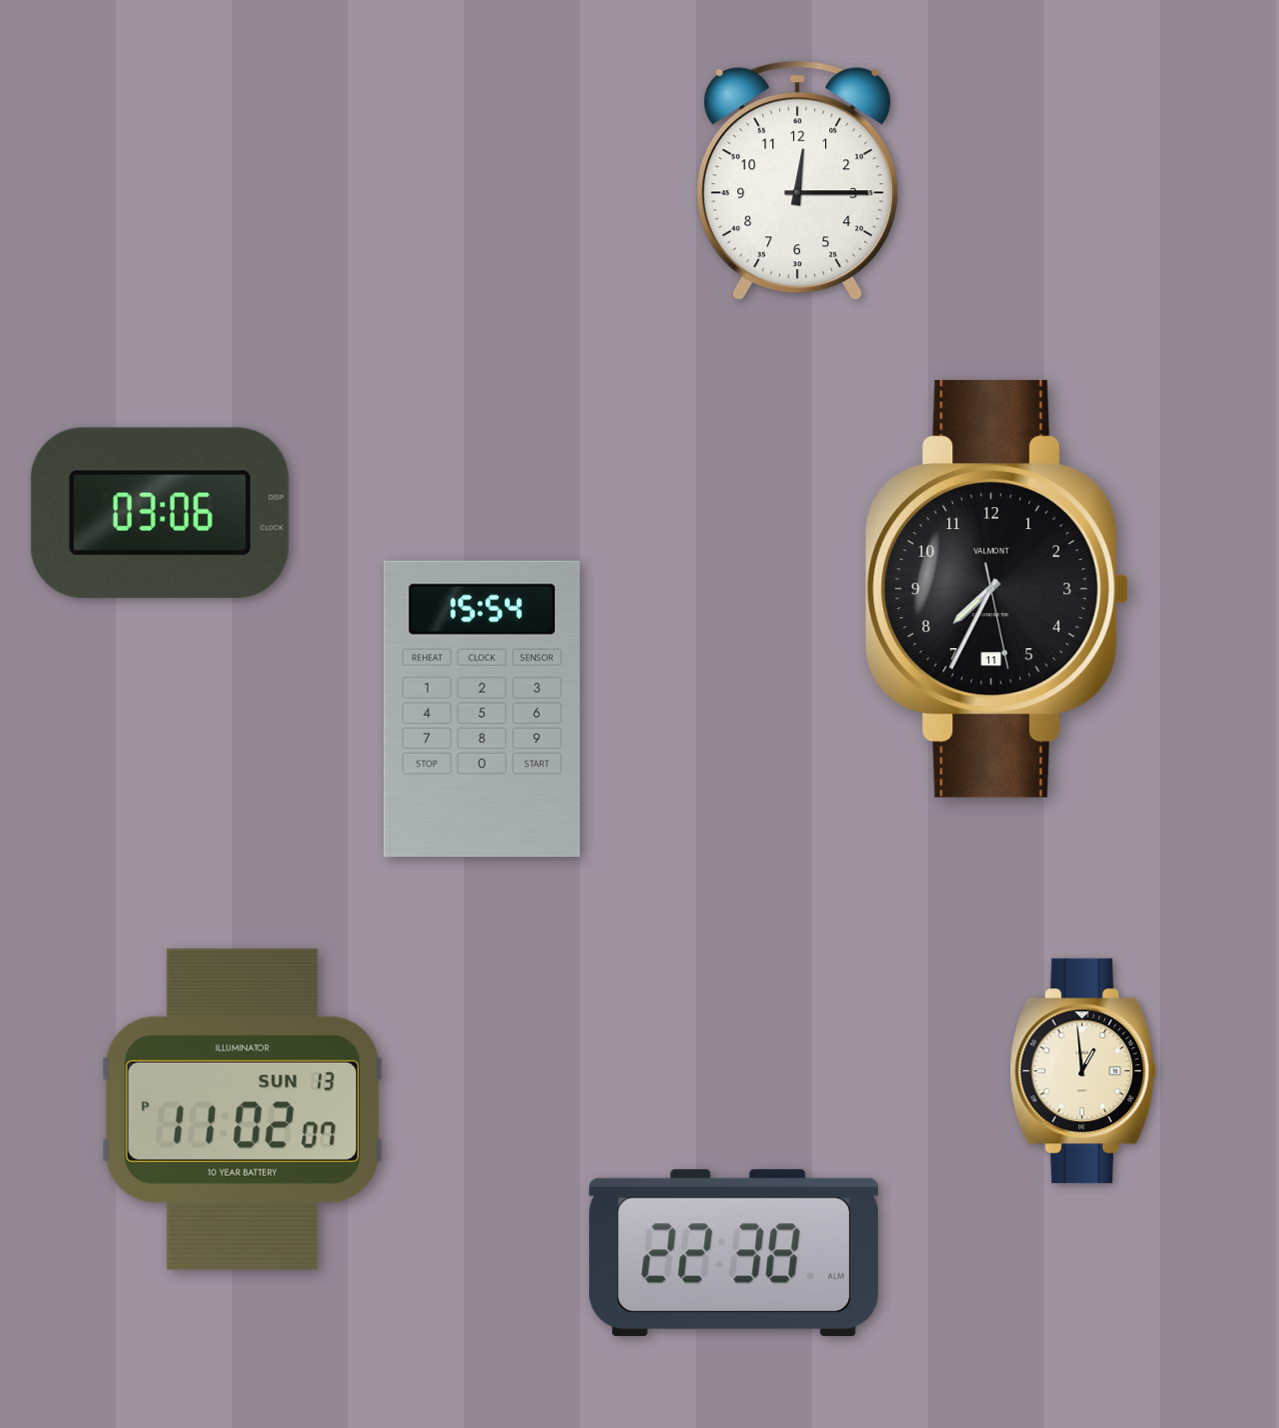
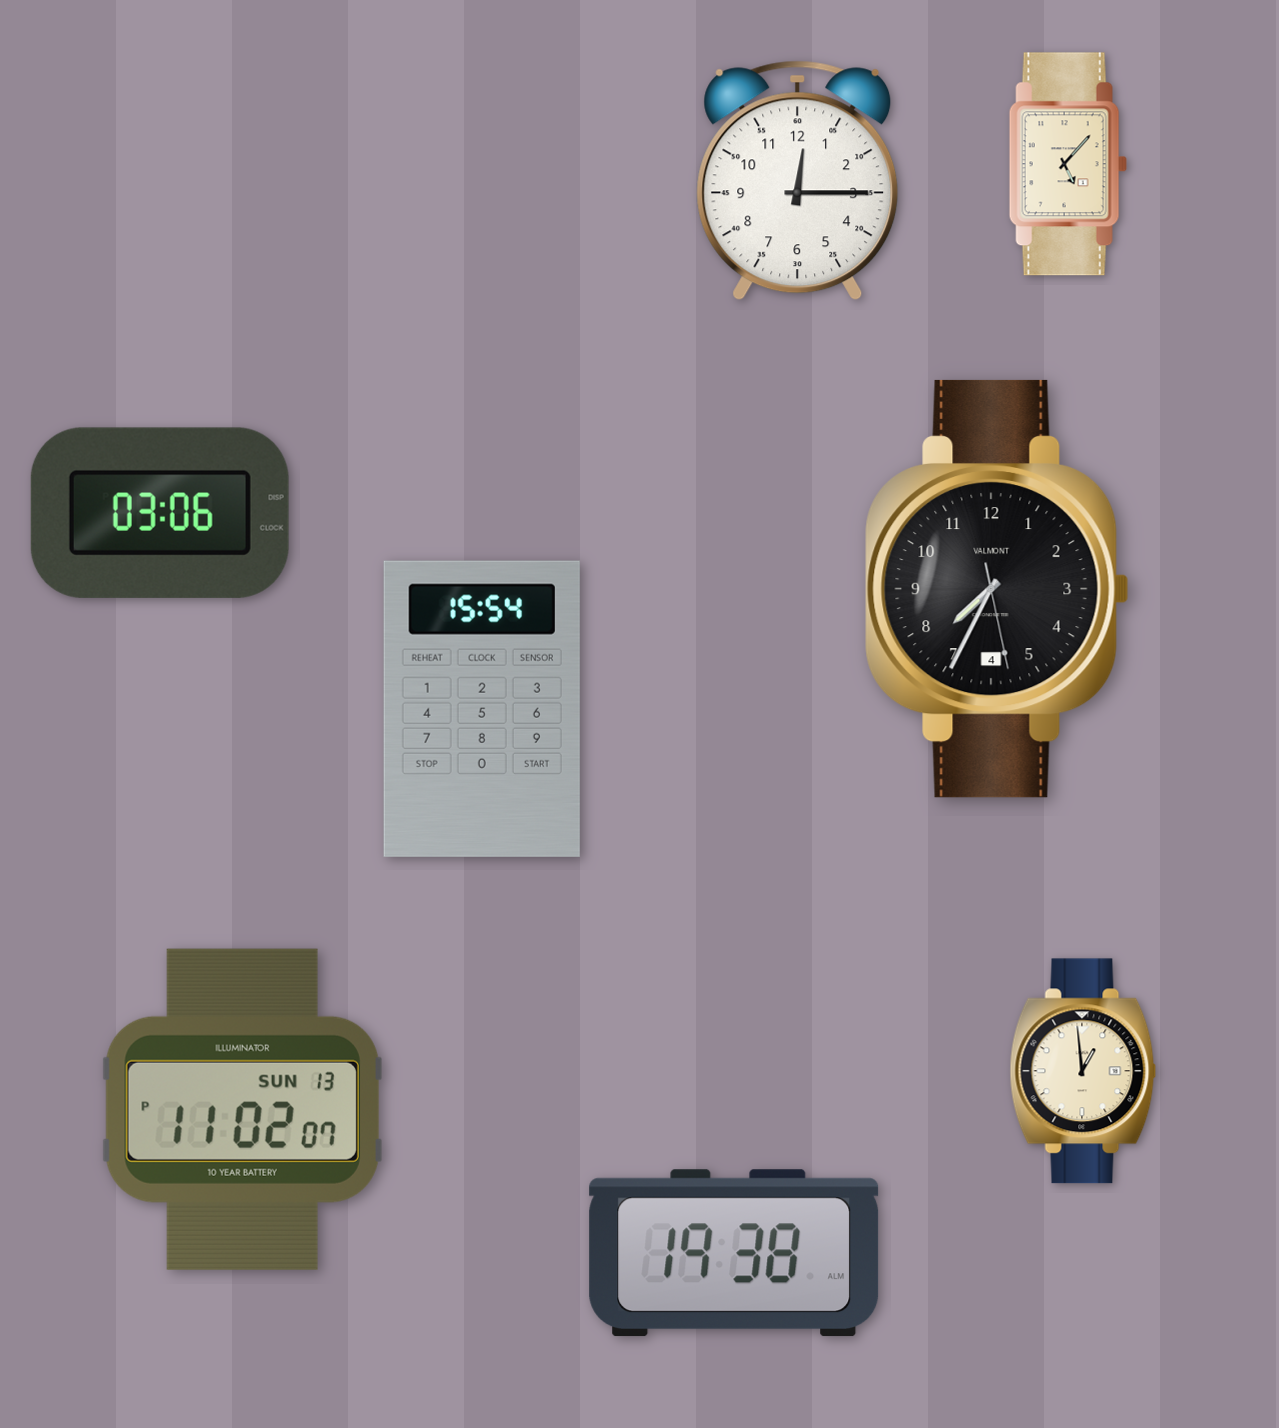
clock at (1068, 164): none -> 5:07
clock at (997, 589) date: 11 -> 4
clock at (734, 1253): 22:38 -> 19:38
